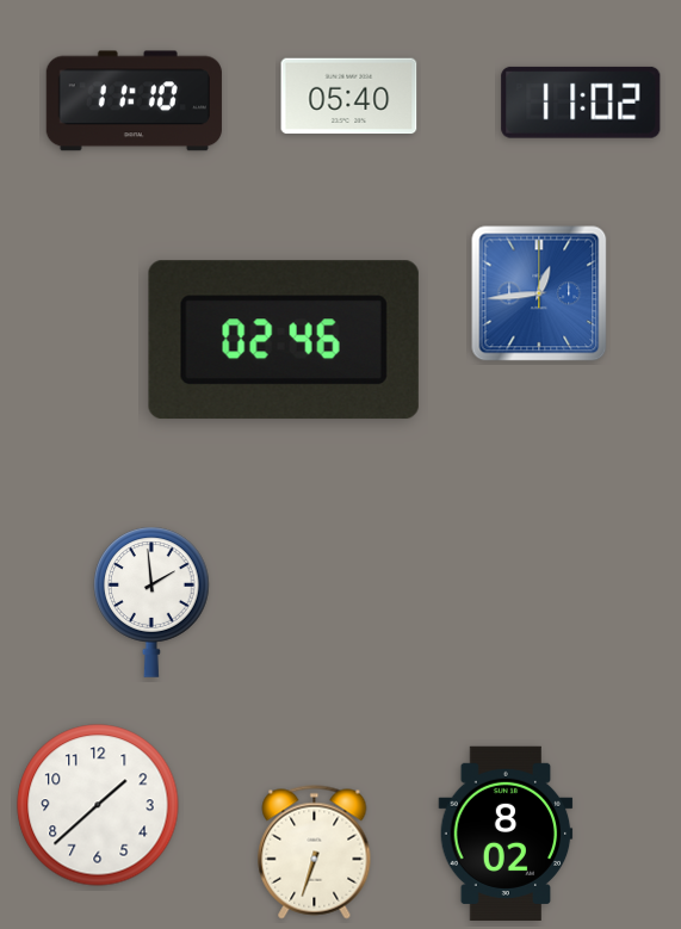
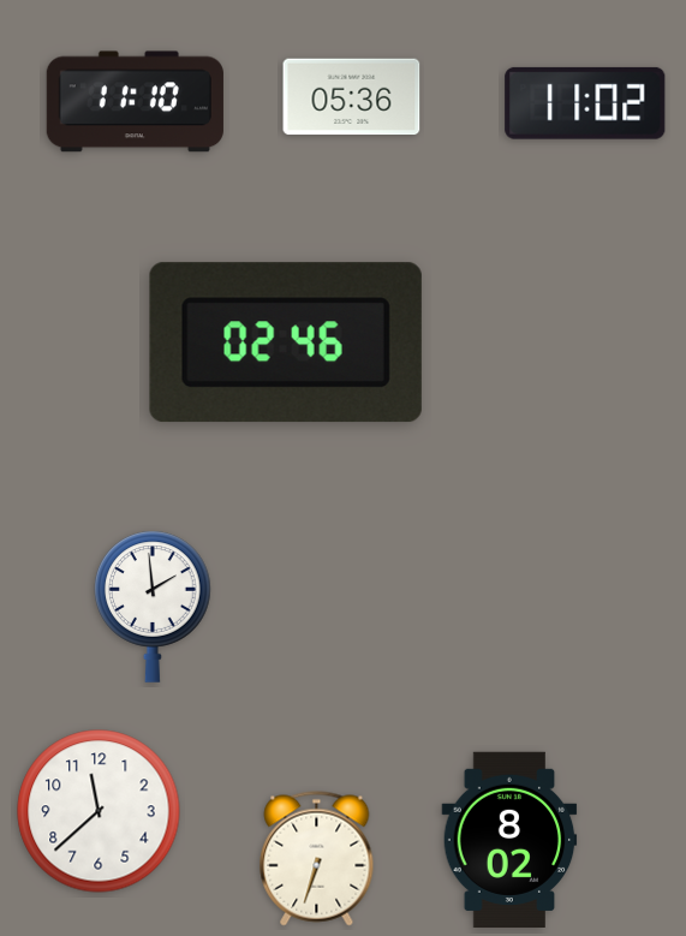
clock at (349, 97): 05:40 -> 05:36
clock at (539, 293): 12:44 -> none
clock at (98, 805): 1:38 -> 11:38
